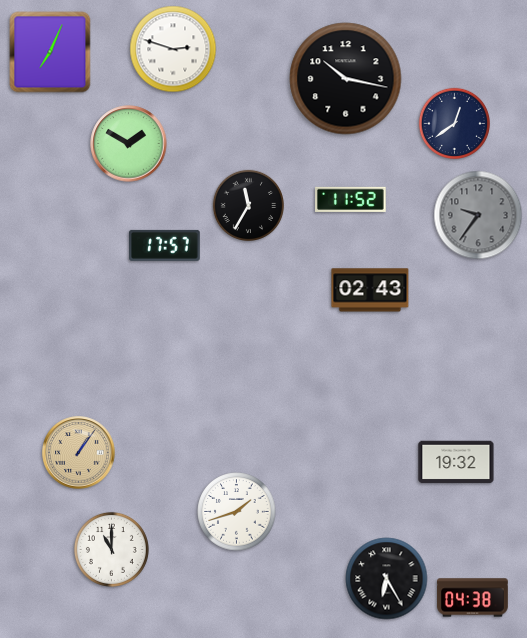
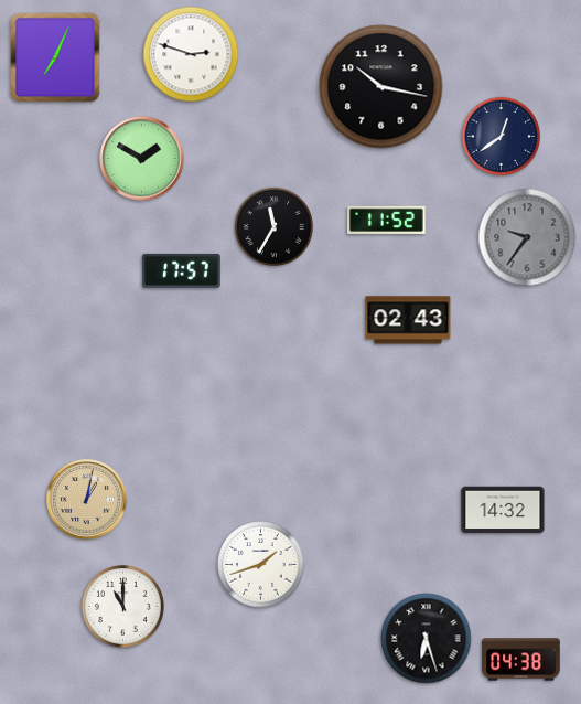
clock at (79, 453): 1:06 -> 1:02
clock at (456, 462): 19:32 -> 14:32
clock at (387, 579): 6:25 -> 6:27
